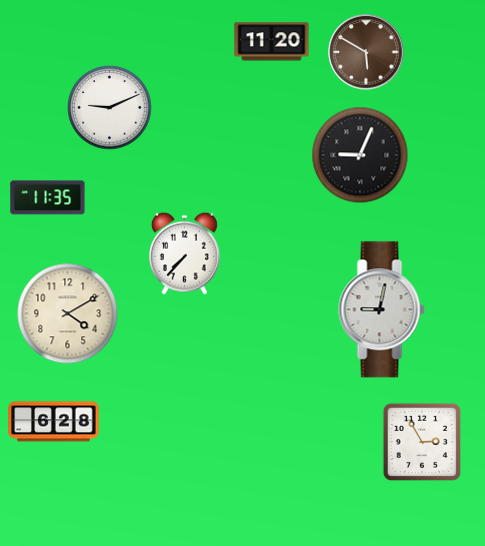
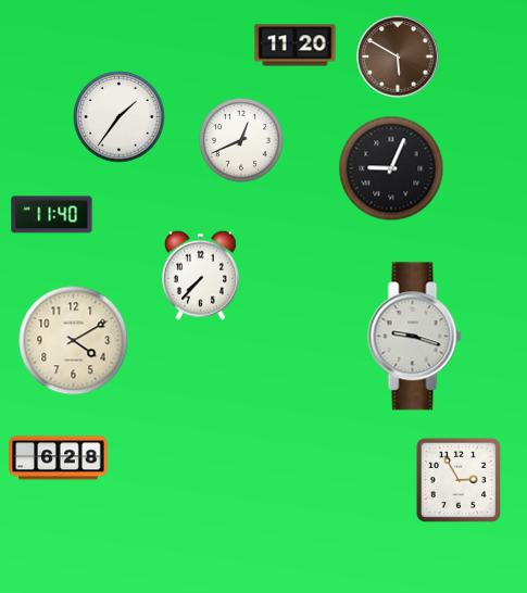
clock at (110, 108): 9:11 -> 1:36
clock at (242, 141): none -> 12:41
clock at (48, 198): 11:35 -> 11:40
clock at (382, 310): 9:02 -> 9:18
